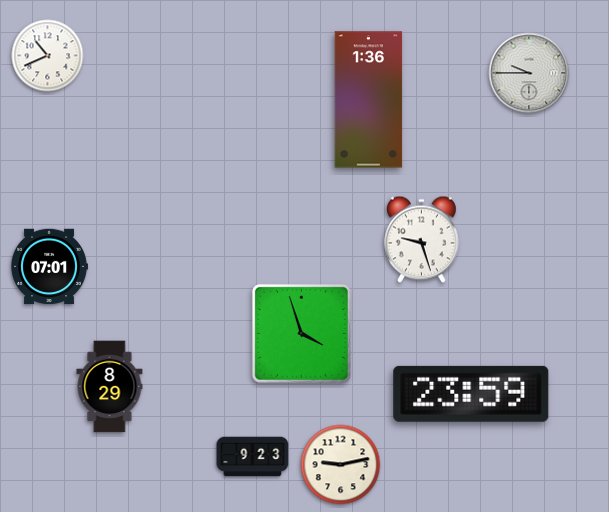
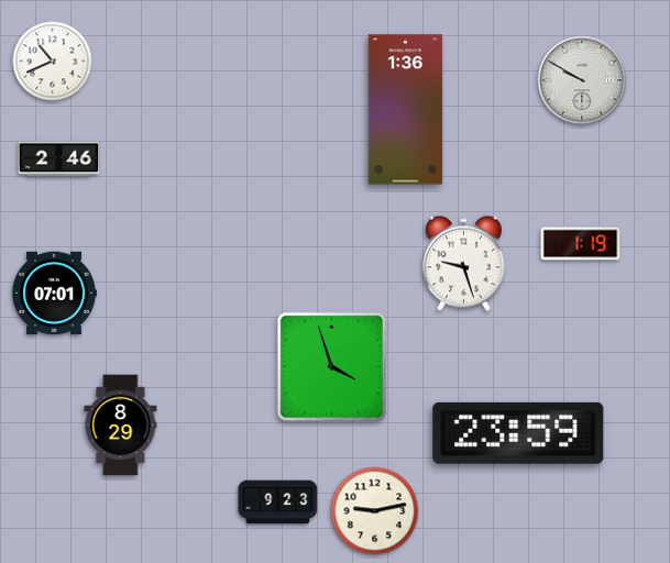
clock at (529, 73): 9:45 -> 9:50
clock at (59, 159): none -> 2:46
clock at (581, 244): none -> 1:19
